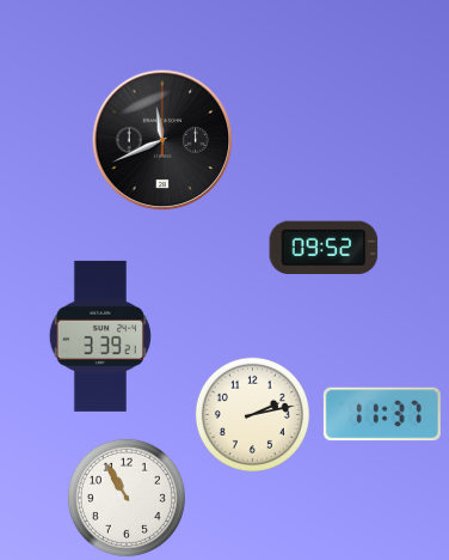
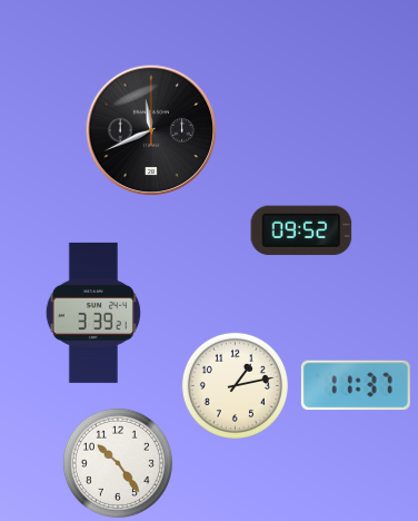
clock at (252, 414): 2:13 -> 1:13
clock at (127, 498): 10:55 -> 10:24
